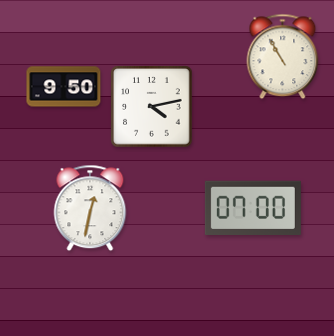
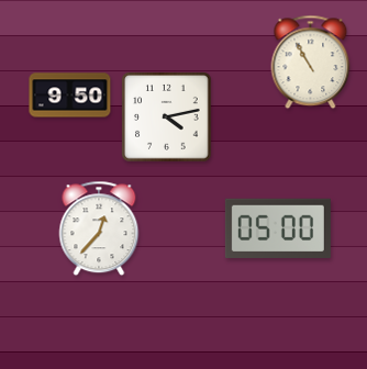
clock at (253, 207): 07:00 -> 05:00
clock at (90, 208): 12:32 -> 12:37
